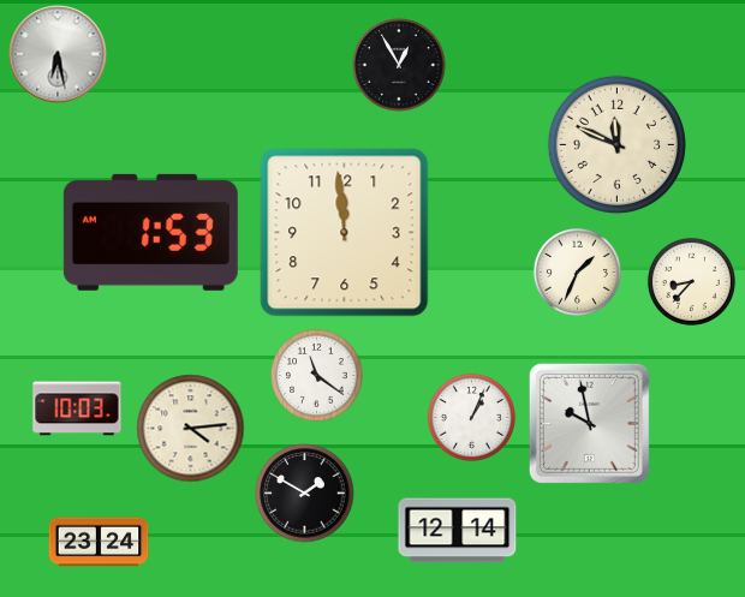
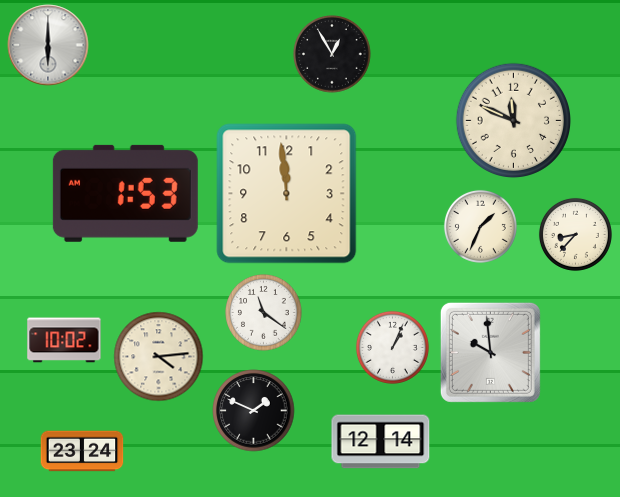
clock at (58, 54): 6:28 -> 6:00
clock at (77, 408): 10:03 -> 10:02
clock at (589, 423): 9:58 -> 9:59
clock at (305, 494): 1:50 -> 1:49
